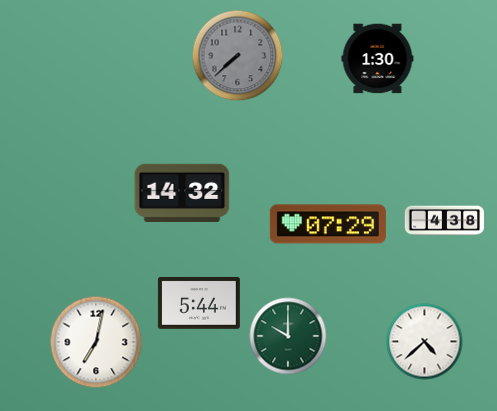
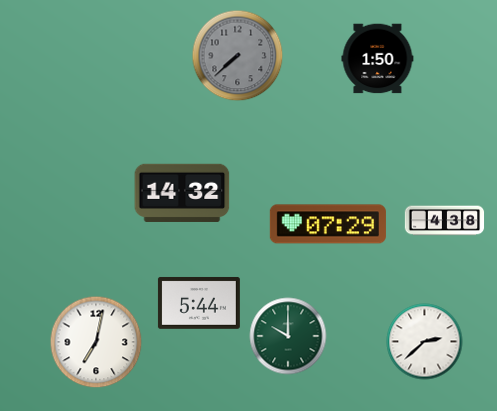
clock at (378, 59): 1:30 -> 1:50
clock at (425, 342): 4:38 -> 2:38
